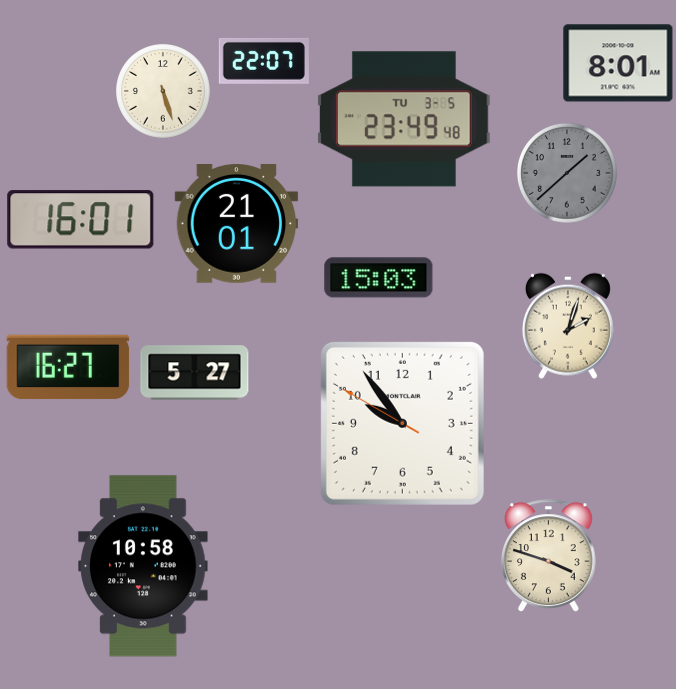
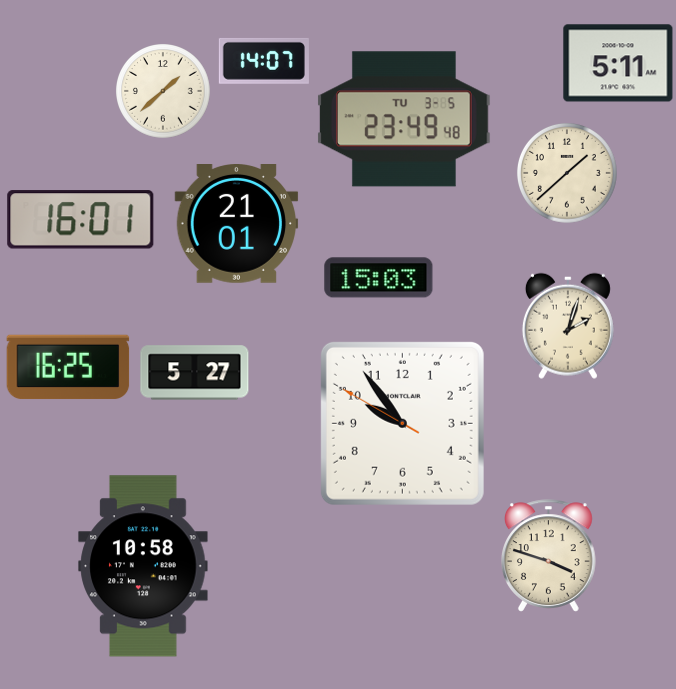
clock at (264, 61): 22:07 -> 14:07
clock at (618, 63): 8:01 -> 5:11
clock at (164, 92): 5:27 -> 1:38
clock at (567, 173) dial: grey -> cream
clock at (68, 367): 16:27 -> 16:25
